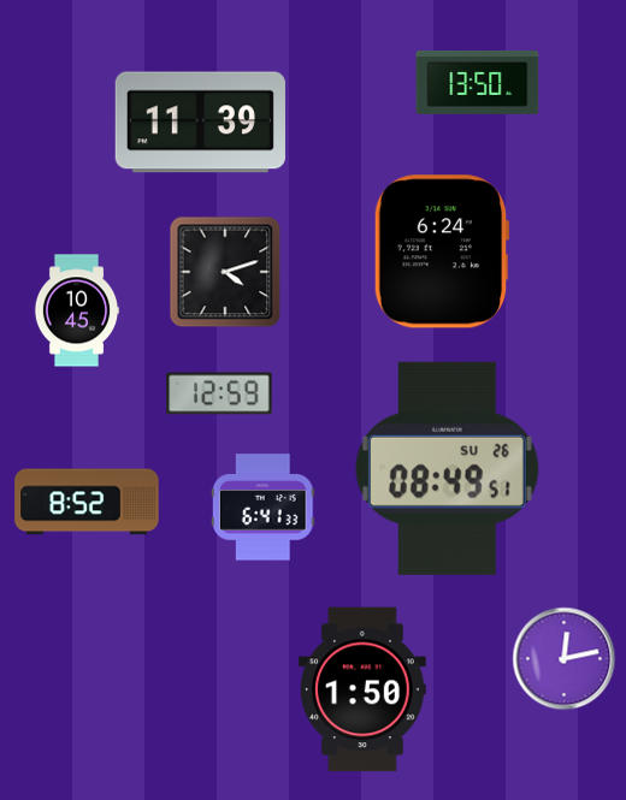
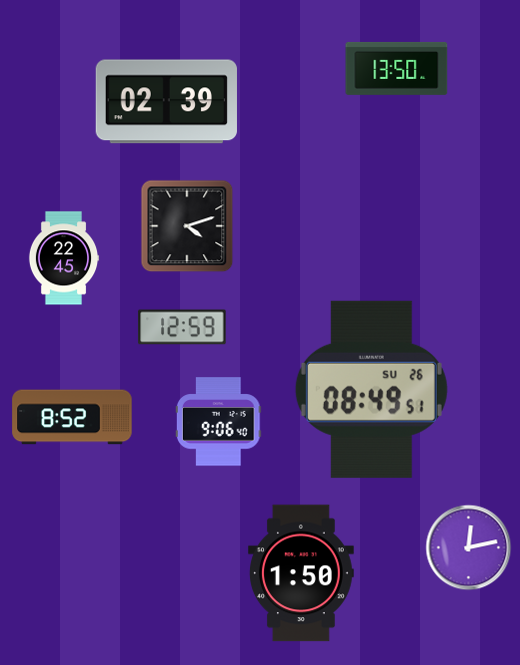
clock at (200, 123): 11:39 -> 02:39
clock at (442, 251): 6:24 -> none
clock at (77, 310): 10:45 -> 22:45
clock at (262, 508): 6:41 -> 9:06
